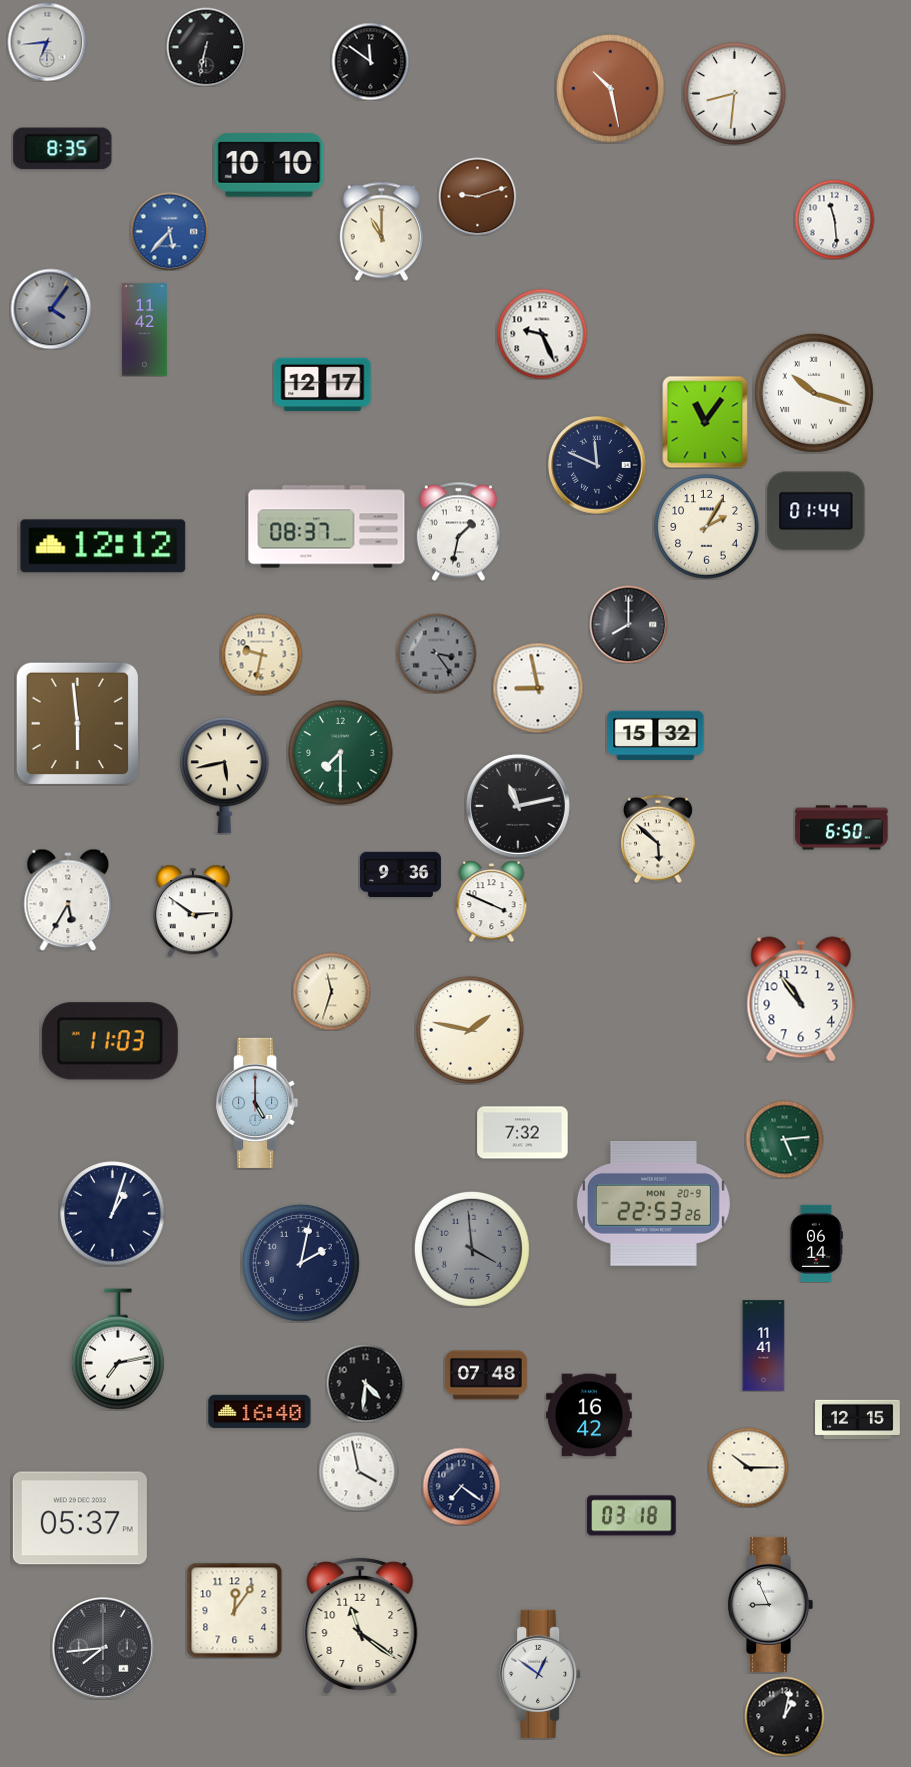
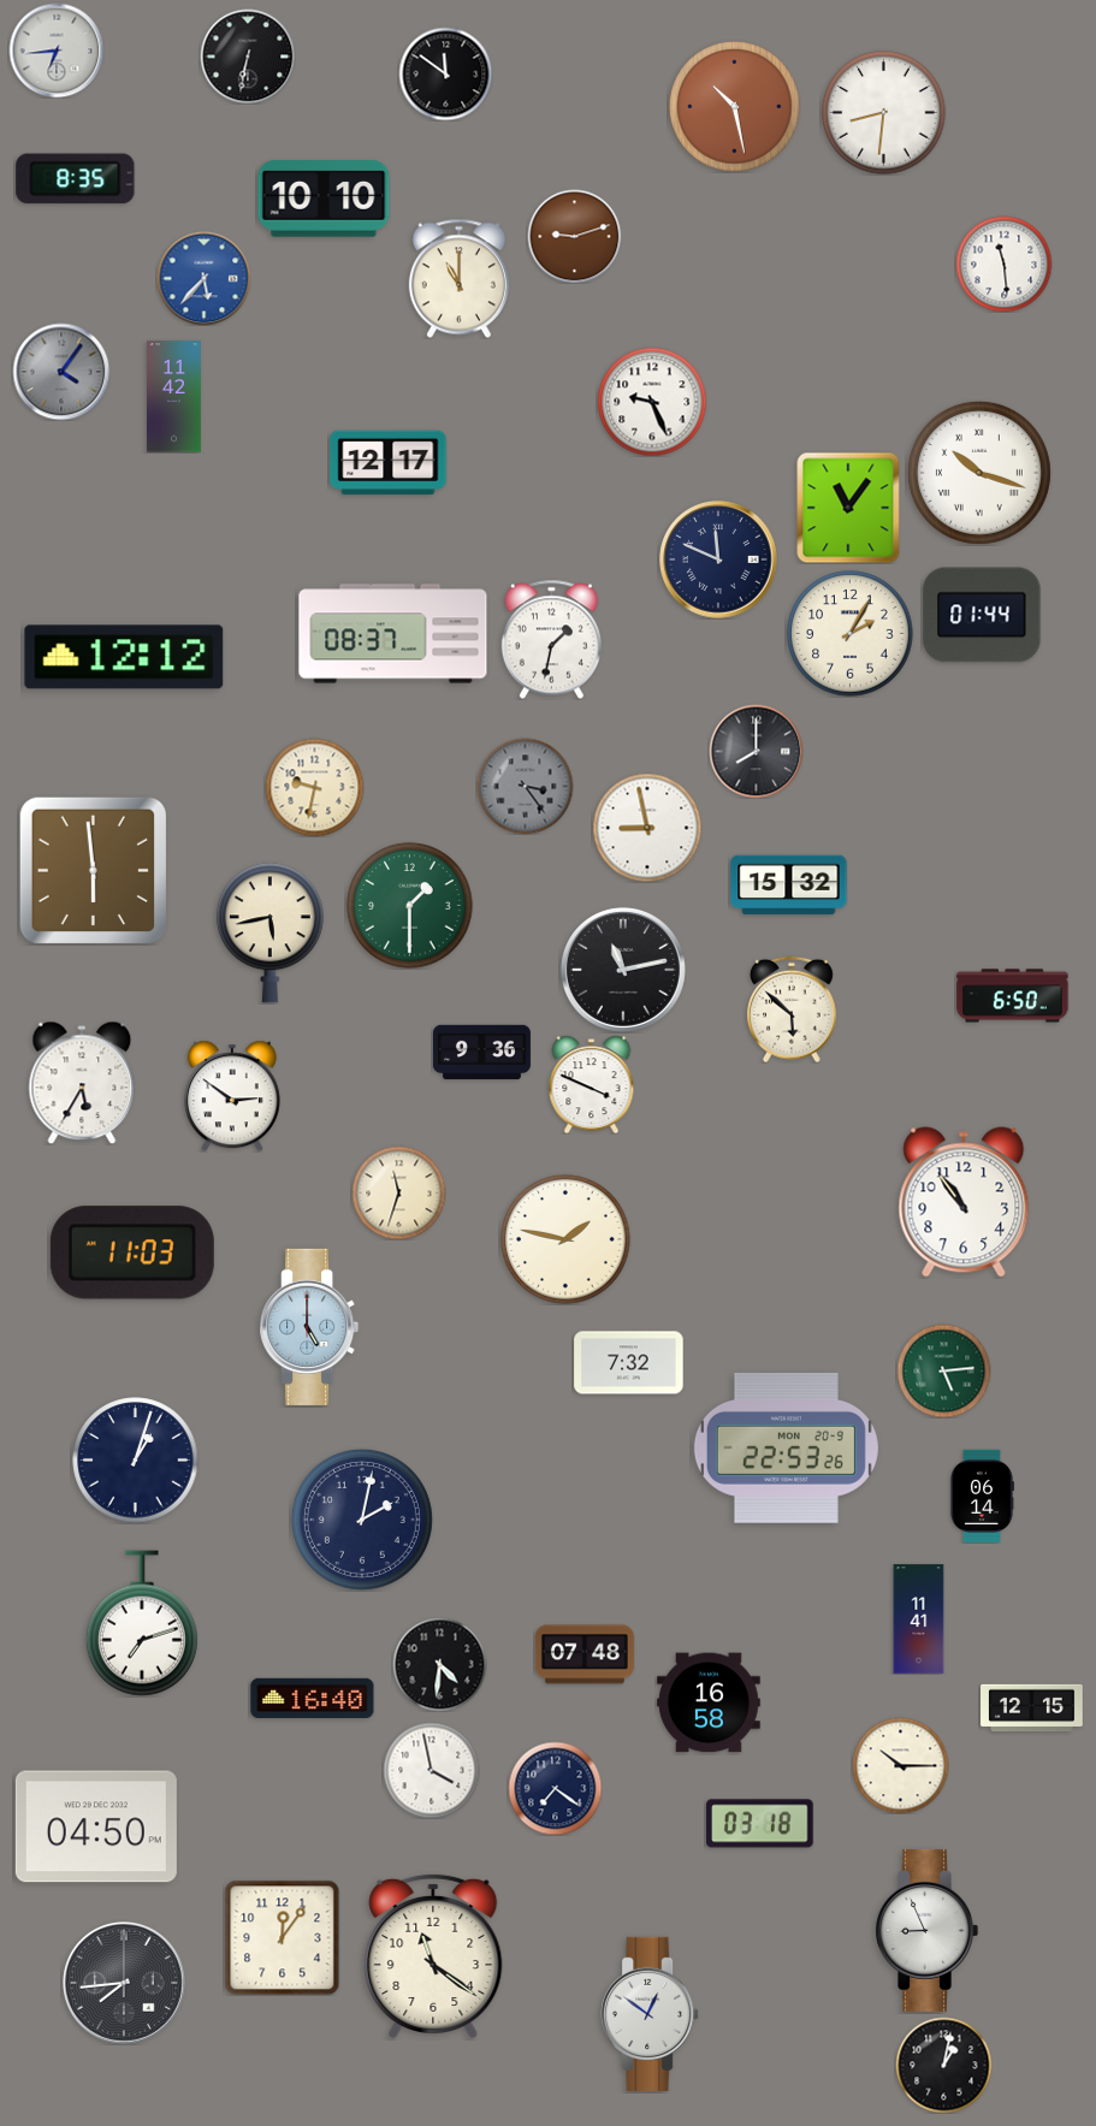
clock at (341, 753): 7:30 -> 1:30
clock at (472, 1249): 3:59 -> none
clock at (118, 1349): 7:13 -> 7:12
clock at (590, 1415): 16:42 -> 16:58
clock at (80, 1518): 05:37 -> 04:50
